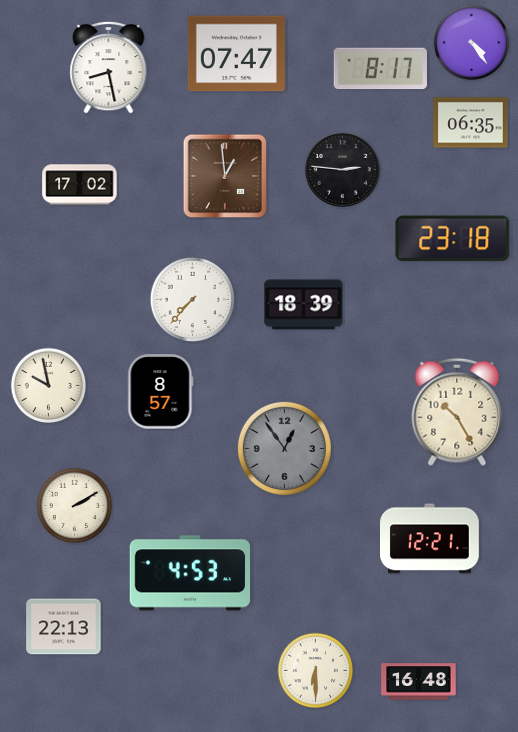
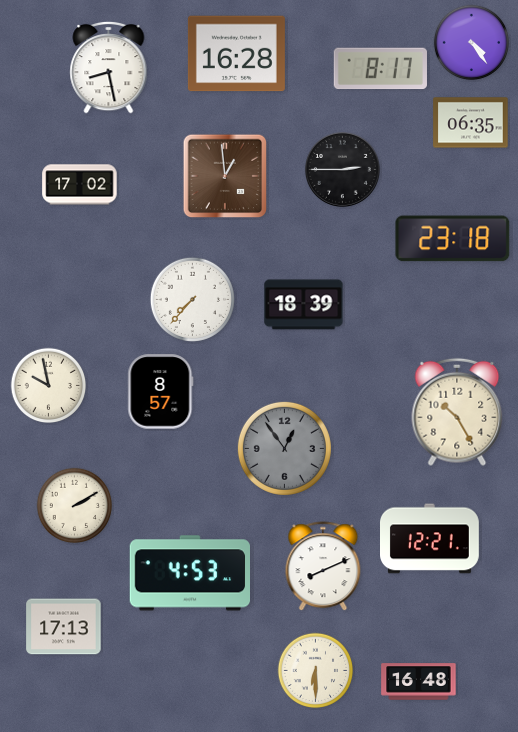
clock at (236, 54): 07:47 -> 16:28
clock at (342, 169): 2:46 -> 2:45
clock at (323, 567): none -> 8:11
clock at (64, 627): 22:13 -> 17:13
